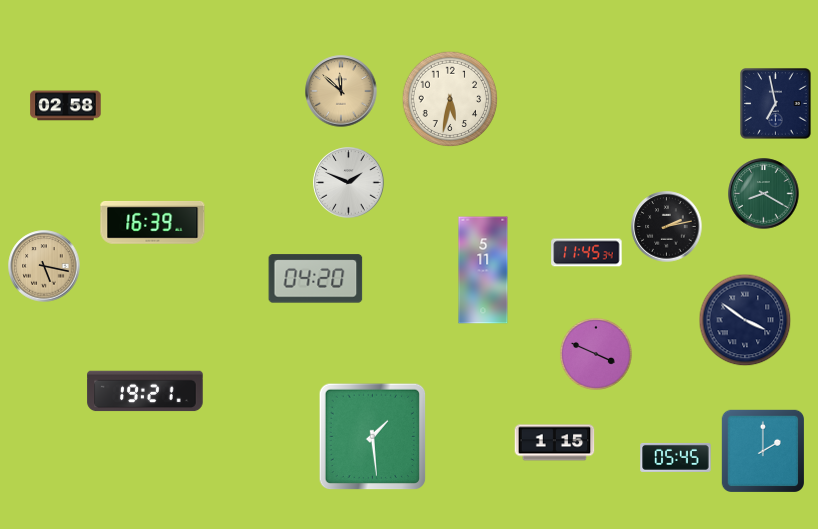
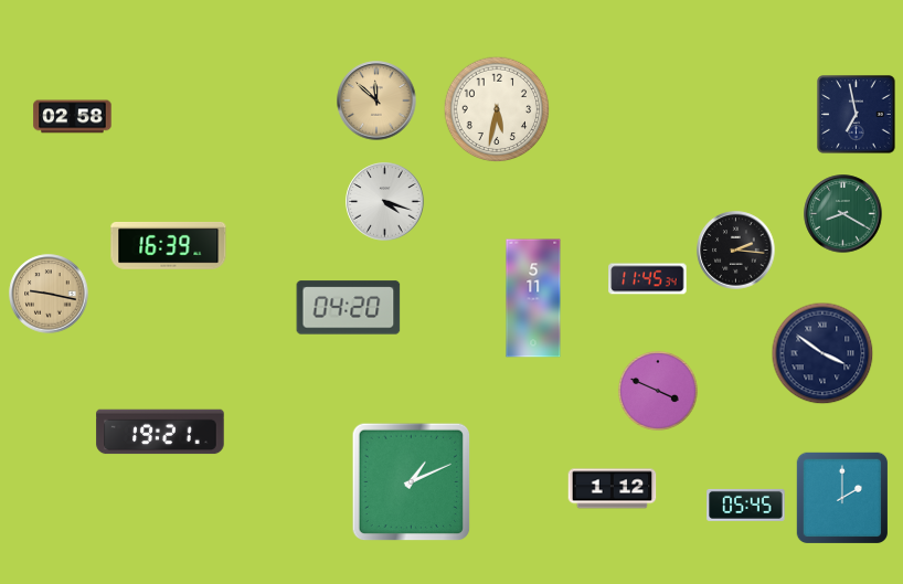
clock at (349, 183): 1:49 -> 4:18
clock at (667, 227): 2:13 -> 2:16
clock at (44, 266): 5:17 -> 9:17
clock at (373, 437): 1:29 -> 1:11
clock at (555, 443): 1:15 -> 1:12
